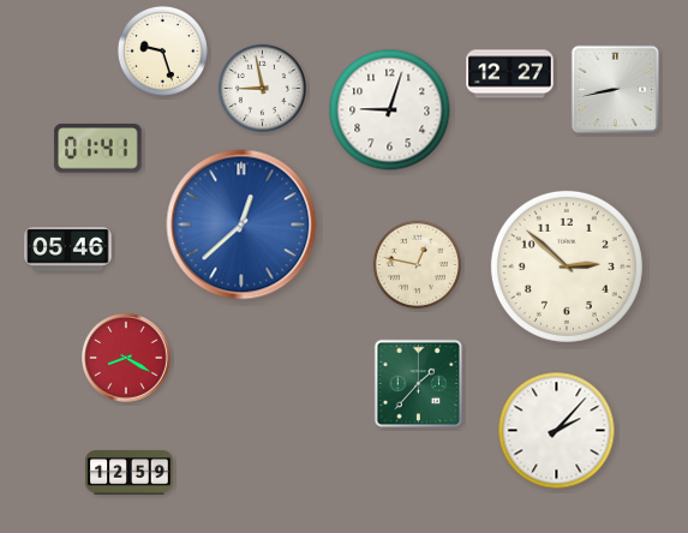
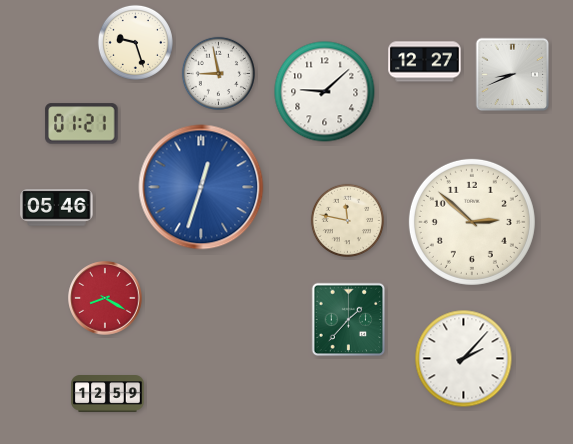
clock at (616, 90): 8:43 -> 8:41
clock at (390, 110): 9:03 -> 9:08
clock at (98, 149): 01:41 -> 01:21
clock at (241, 224): 12:38 -> 12:33
clock at (417, 264): 12:47 -> 11:47
